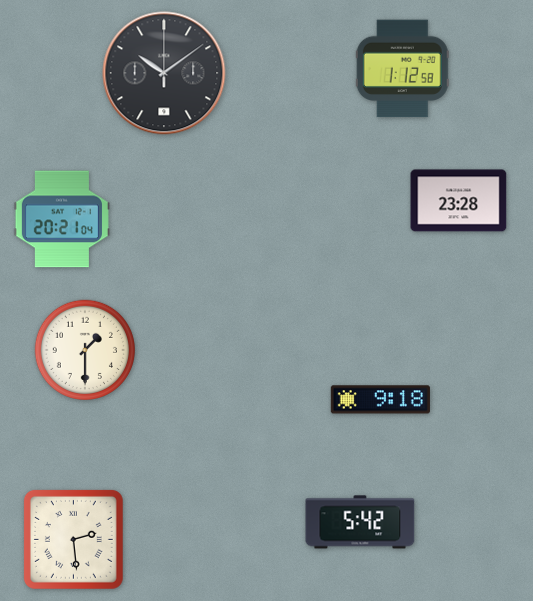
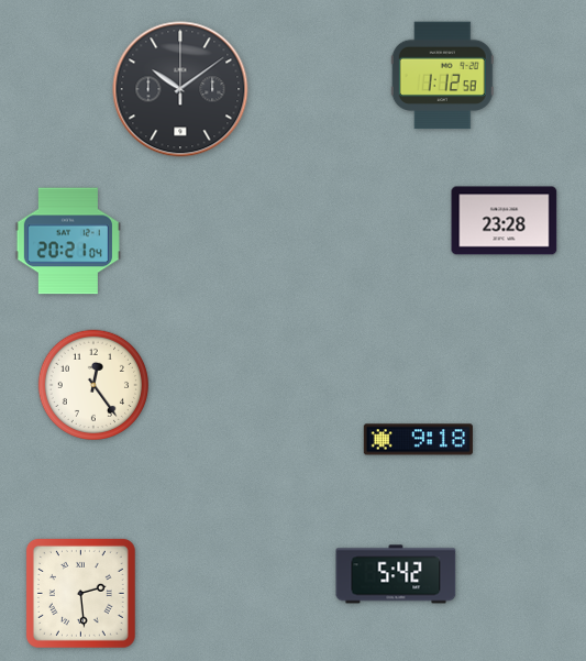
clock at (164, 73) position: (164, 73) -> (180, 89)
clock at (84, 349): 1:30 -> 12:24
